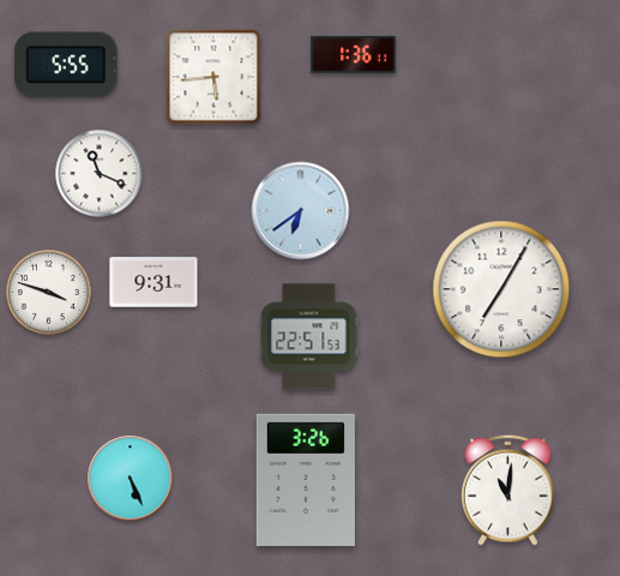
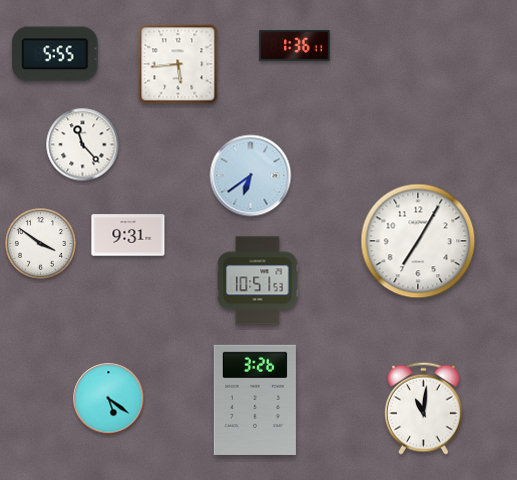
clock at (100, 174): 11:19 -> 11:23
clock at (48, 292): 3:48 -> 3:51
clock at (309, 337): 22:51 -> 10:51
clock at (131, 479): 5:26 -> 5:21
